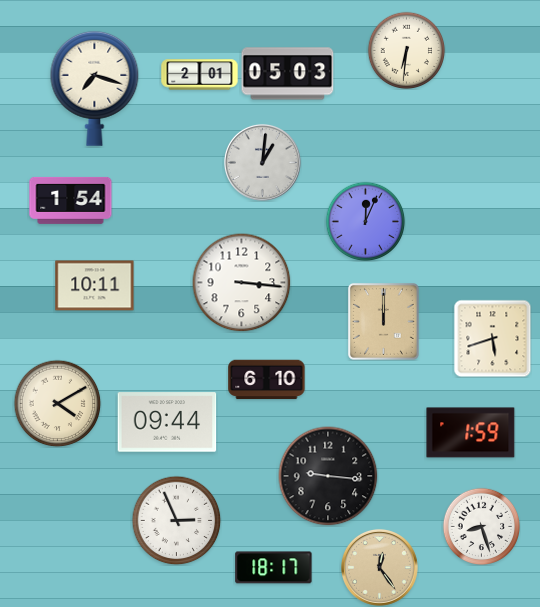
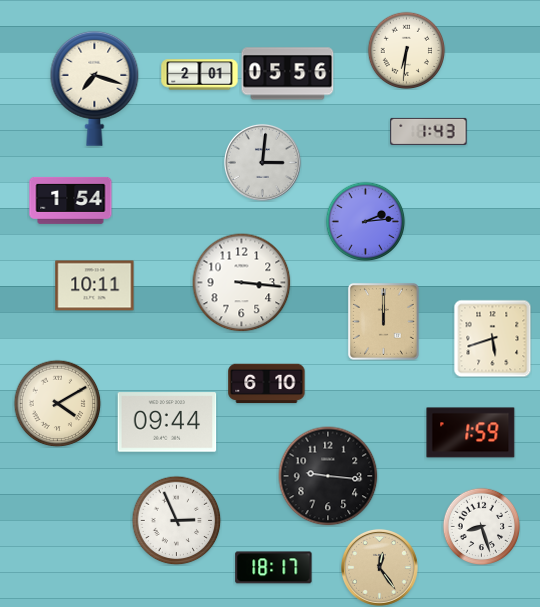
clock at (288, 74): 05:03 -> 05:56
clock at (429, 131): none -> 1:43
clock at (262, 162): 1:01 -> 3:01
clock at (365, 221): 12:04 -> 2:14
clock at (267, 380) position: (267, 380) -> (267, 384)
